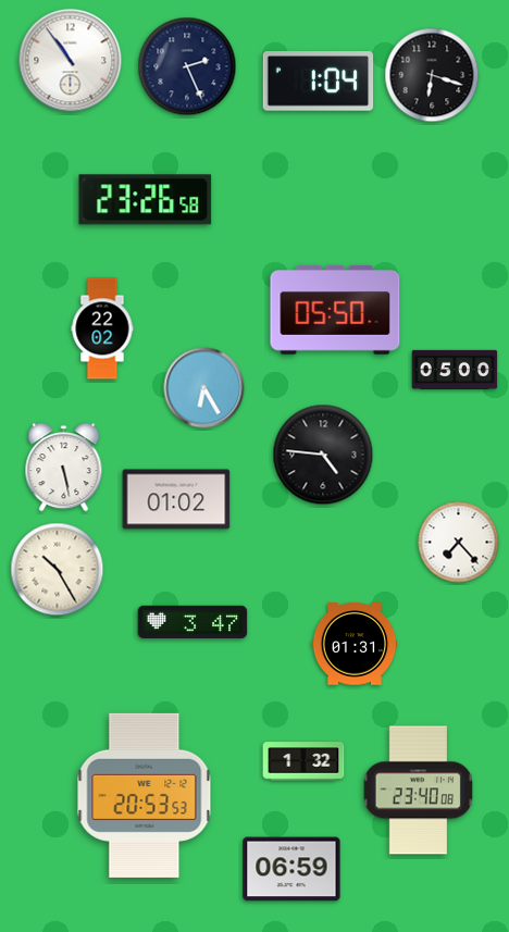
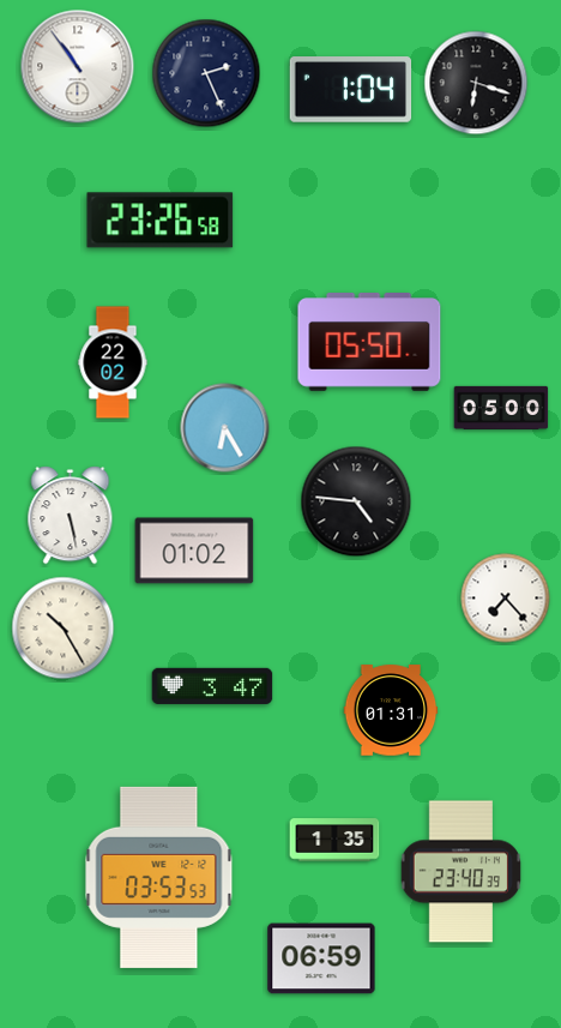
clock at (303, 761): 1:32 -> 1:35
clock at (419, 791): 23:40:08 -> 23:40:39
clock at (145, 795): 20:53 -> 03:53
